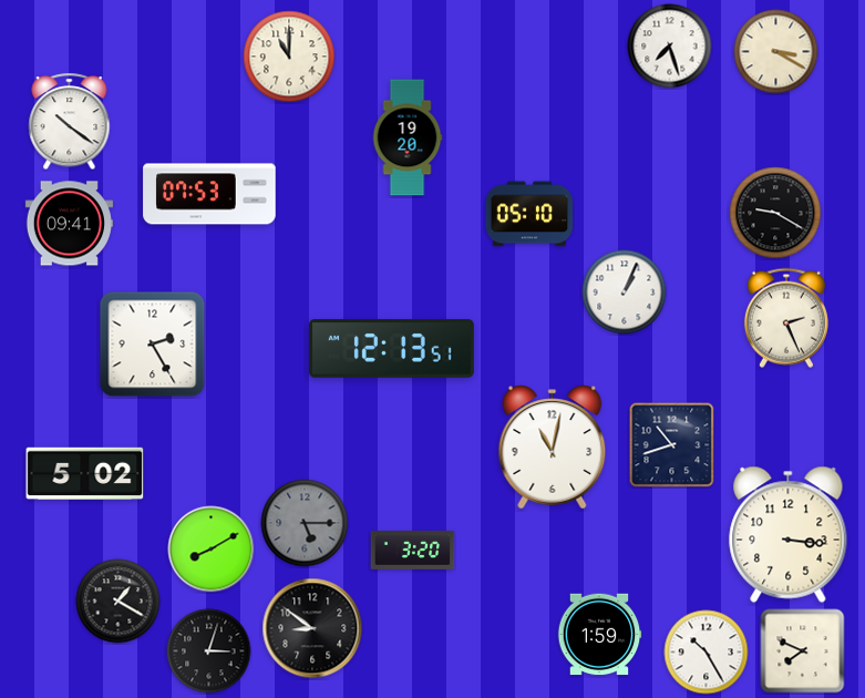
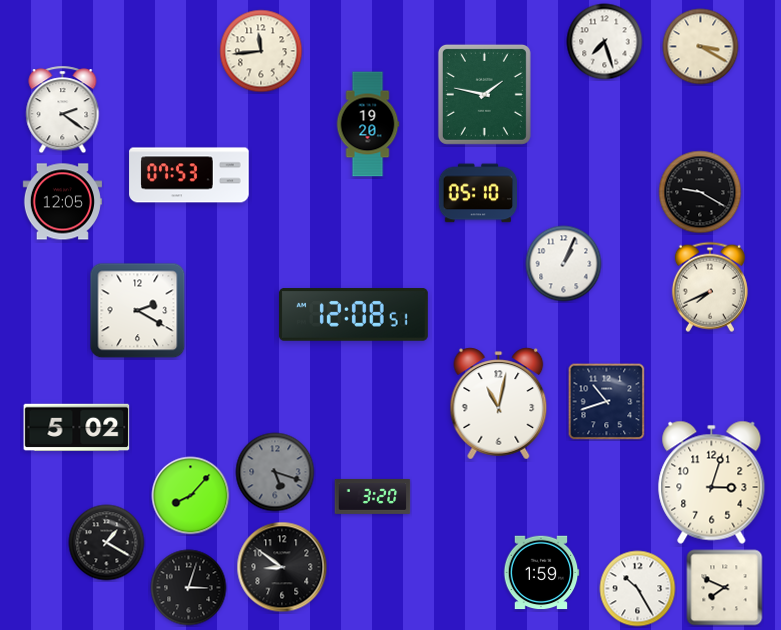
clock at (289, 57): 11:00 -> 11:44
clock at (484, 94): none -> 1:47
clock at (70, 122): 10:21 -> 2:21
clock at (69, 224): 09:41 -> 12:05
clock at (786, 318): 2:26 -> 7:41
clock at (153, 345): 2:25 -> 2:20
clock at (391, 349): 12:13 -> 12:08
clock at (305, 523): 5:15 -> 5:18
clock at (789, 534): 3:16 -> 3:03
clock at (212, 550): 8:10 -> 8:07
